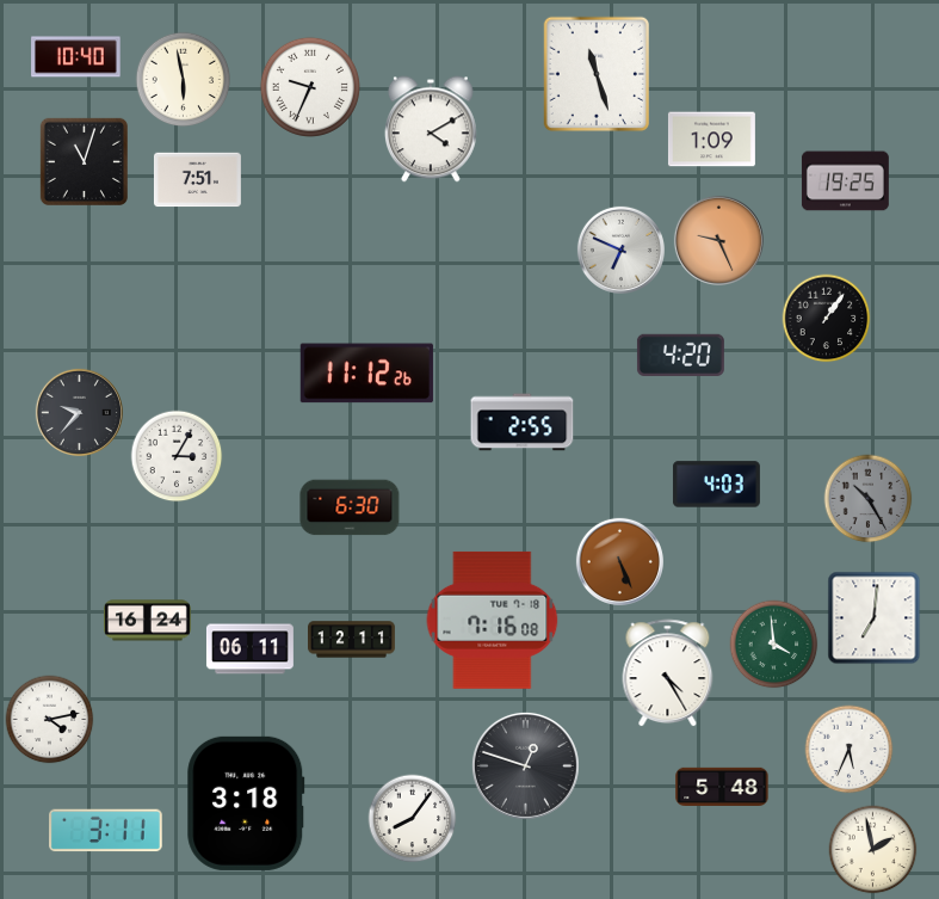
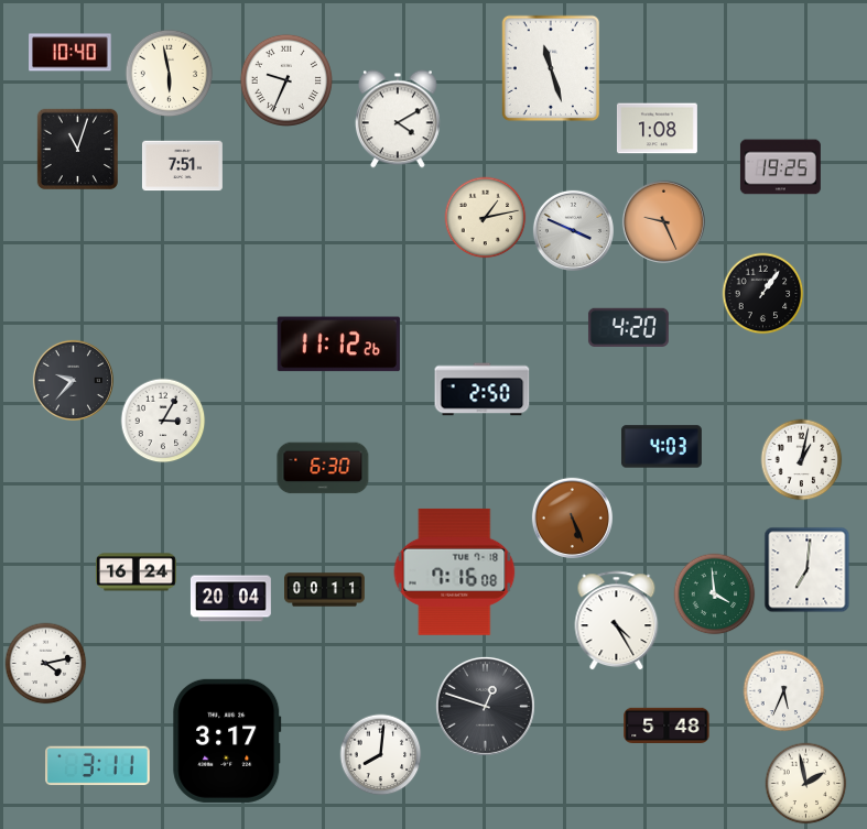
clock at (711, 140): 1:09 -> 1:08
clock at (486, 218): none -> 1:13
clock at (620, 250): 6:49 -> 3:49
clock at (523, 423): 2:55 -> 2:50
clock at (869, 499): 10:25 -> 1:02
clock at (869, 499) dial: grey -> white
clock at (352, 640): 12:11 -> 00:11
clock at (249, 649): 06:11 -> 20:04
clock at (246, 803): 3:18 -> 3:17
clock at (413, 819): 8:06 -> 8:01
